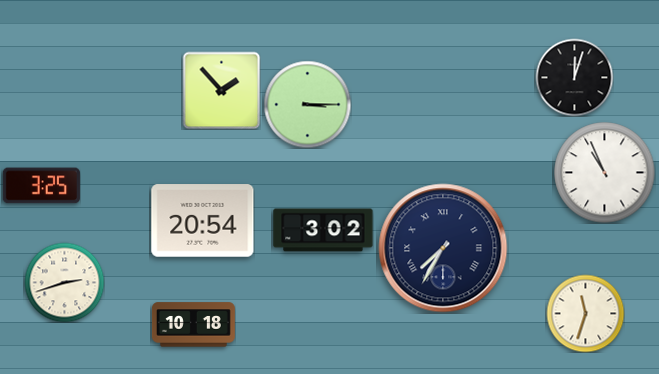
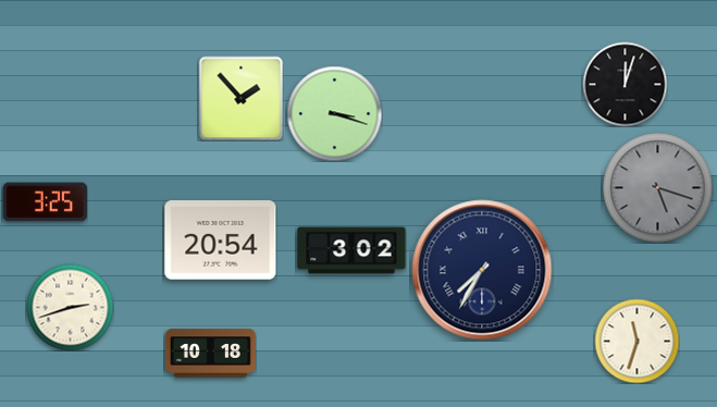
clock at (307, 104): 3:15 -> 3:18
clock at (605, 173): 10:56 -> 5:18
clock at (605, 173) dial: white -> grey
